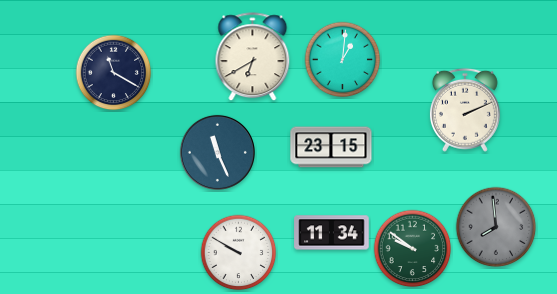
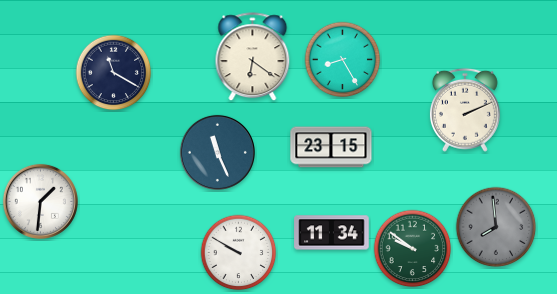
clock at (253, 57): 6:40 -> 6:21
clock at (343, 60): 1:01 -> 8:25
clock at (40, 201): none -> 1:31
